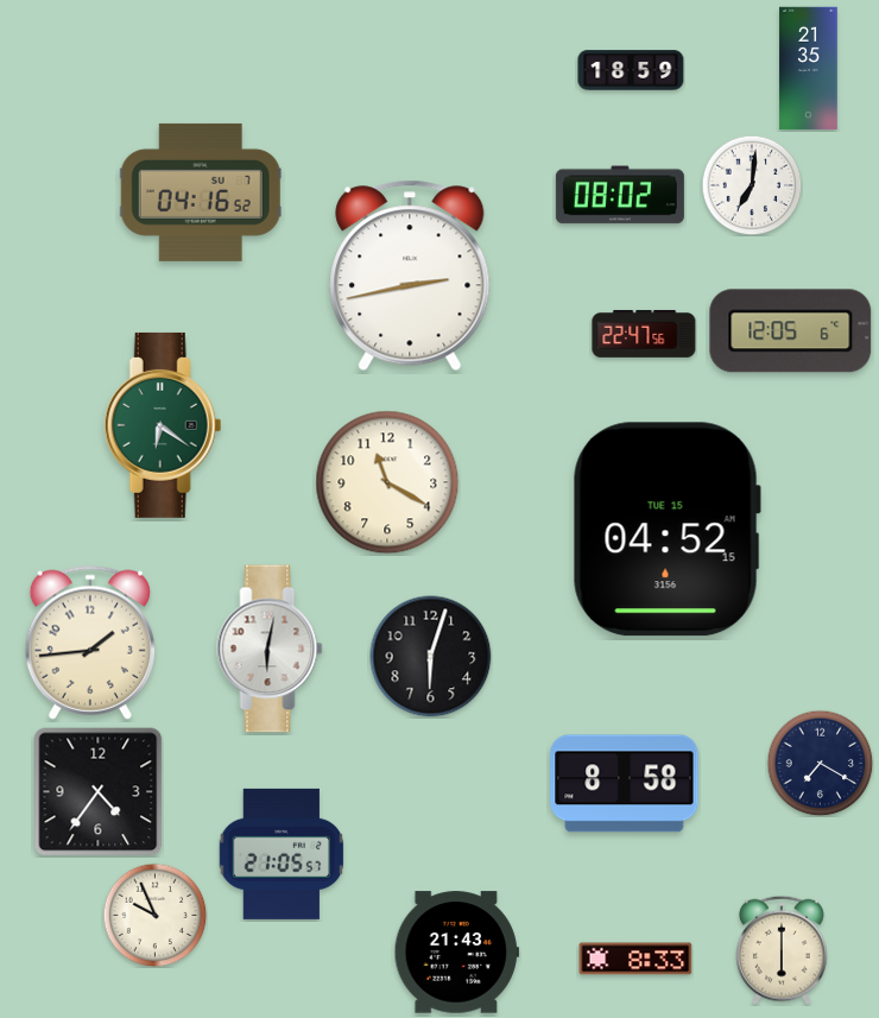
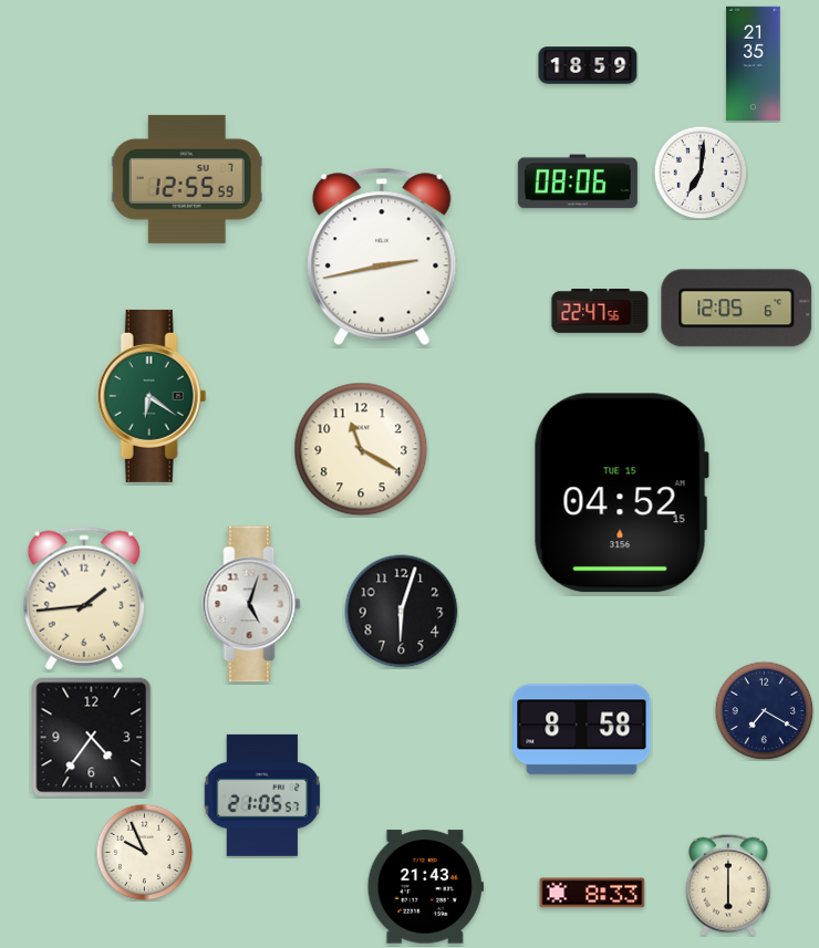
clock at (201, 192): 04:16 -> 12:55
clock at (620, 195): 08:02 -> 08:06
clock at (270, 649): 6:02 -> 5:03
